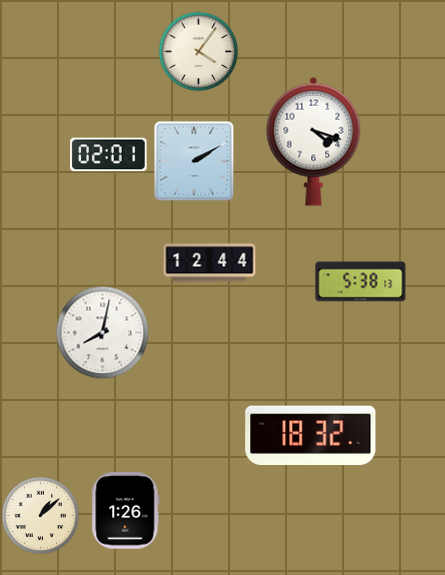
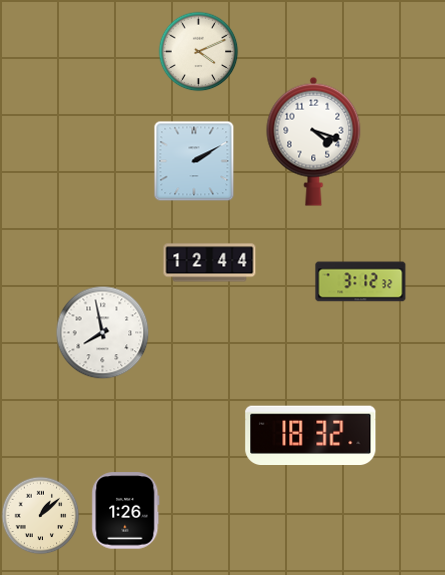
clock at (198, 51): 4:06 -> 4:11
clock at (109, 155): 02:01 -> none
clock at (361, 282): 5:38 -> 3:12
clock at (102, 332): 8:02 -> 7:58
